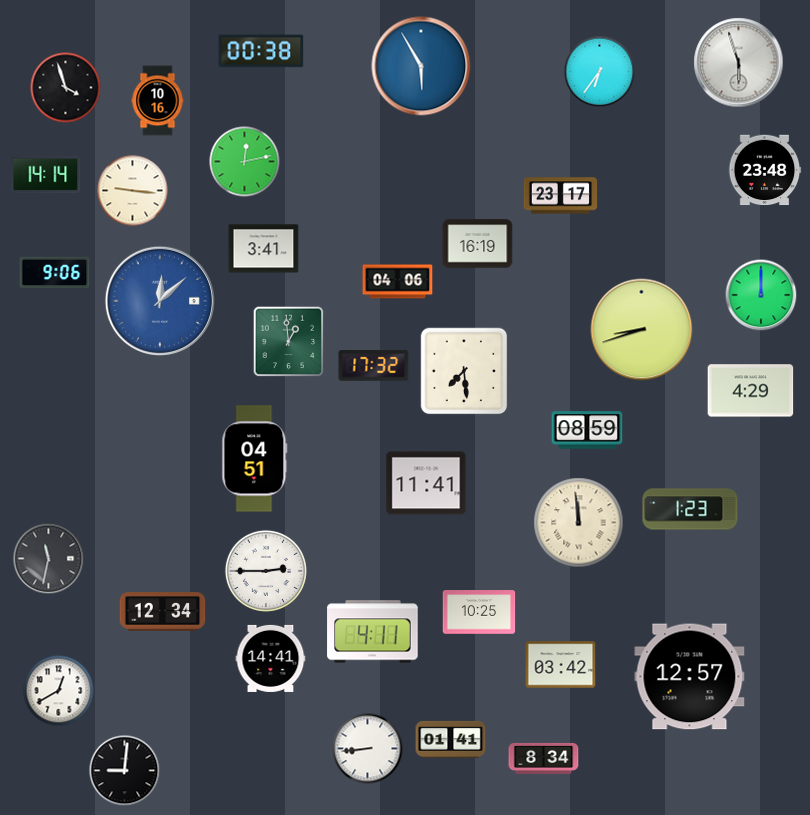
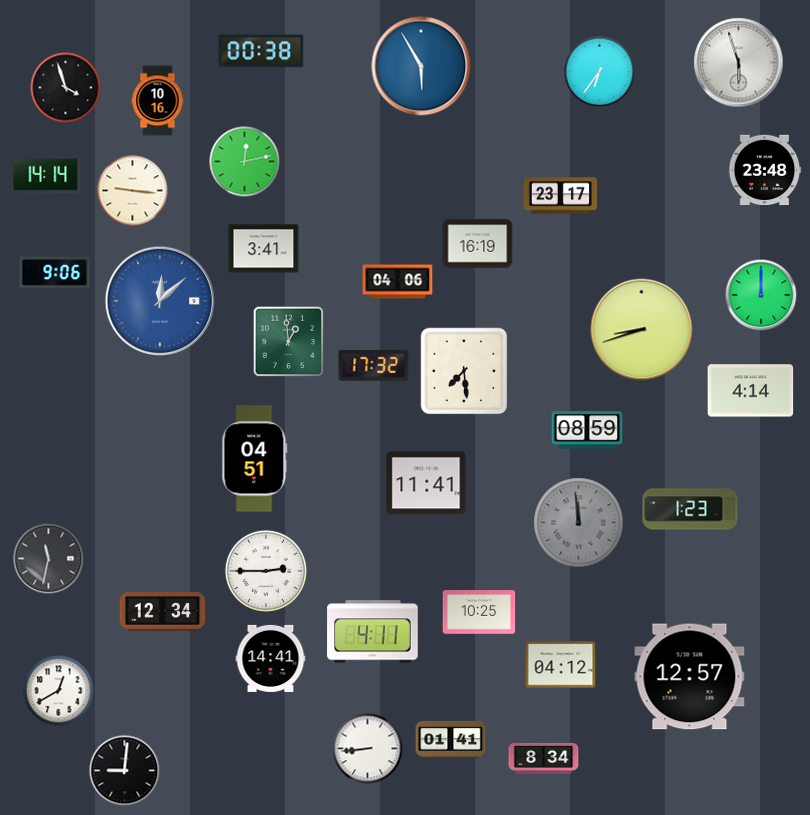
clock at (751, 391): 4:29 -> 4:14
clock at (579, 523) dial: cream -> grey
clock at (561, 665): 03:42 -> 04:12
